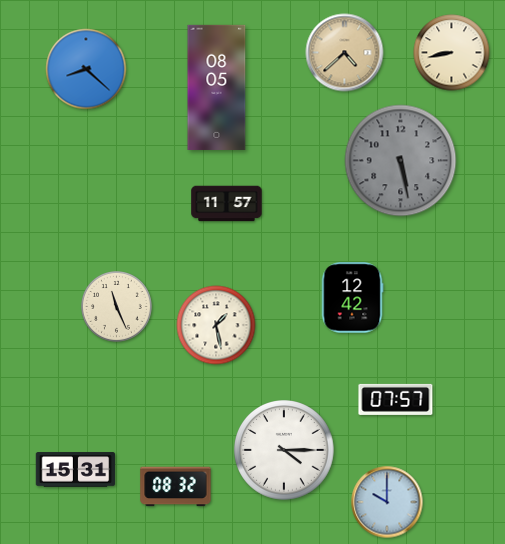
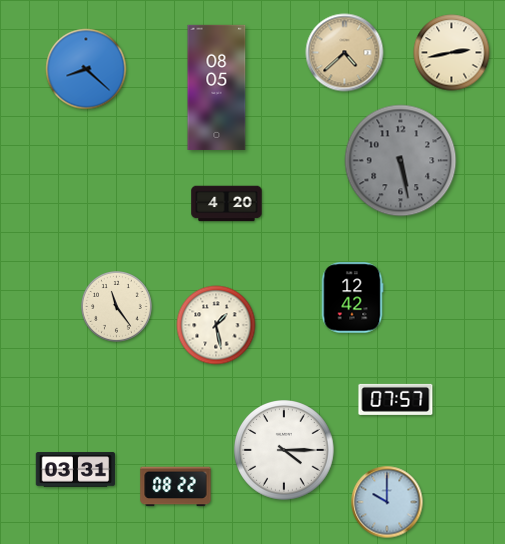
clock at (452, 53): 8:43 -> 2:43
clock at (227, 204): 11:57 -> 4:20
clock at (117, 307): 11:26 -> 11:24
clock at (76, 470): 15:31 -> 03:31
clock at (176, 487): 08:32 -> 08:22
